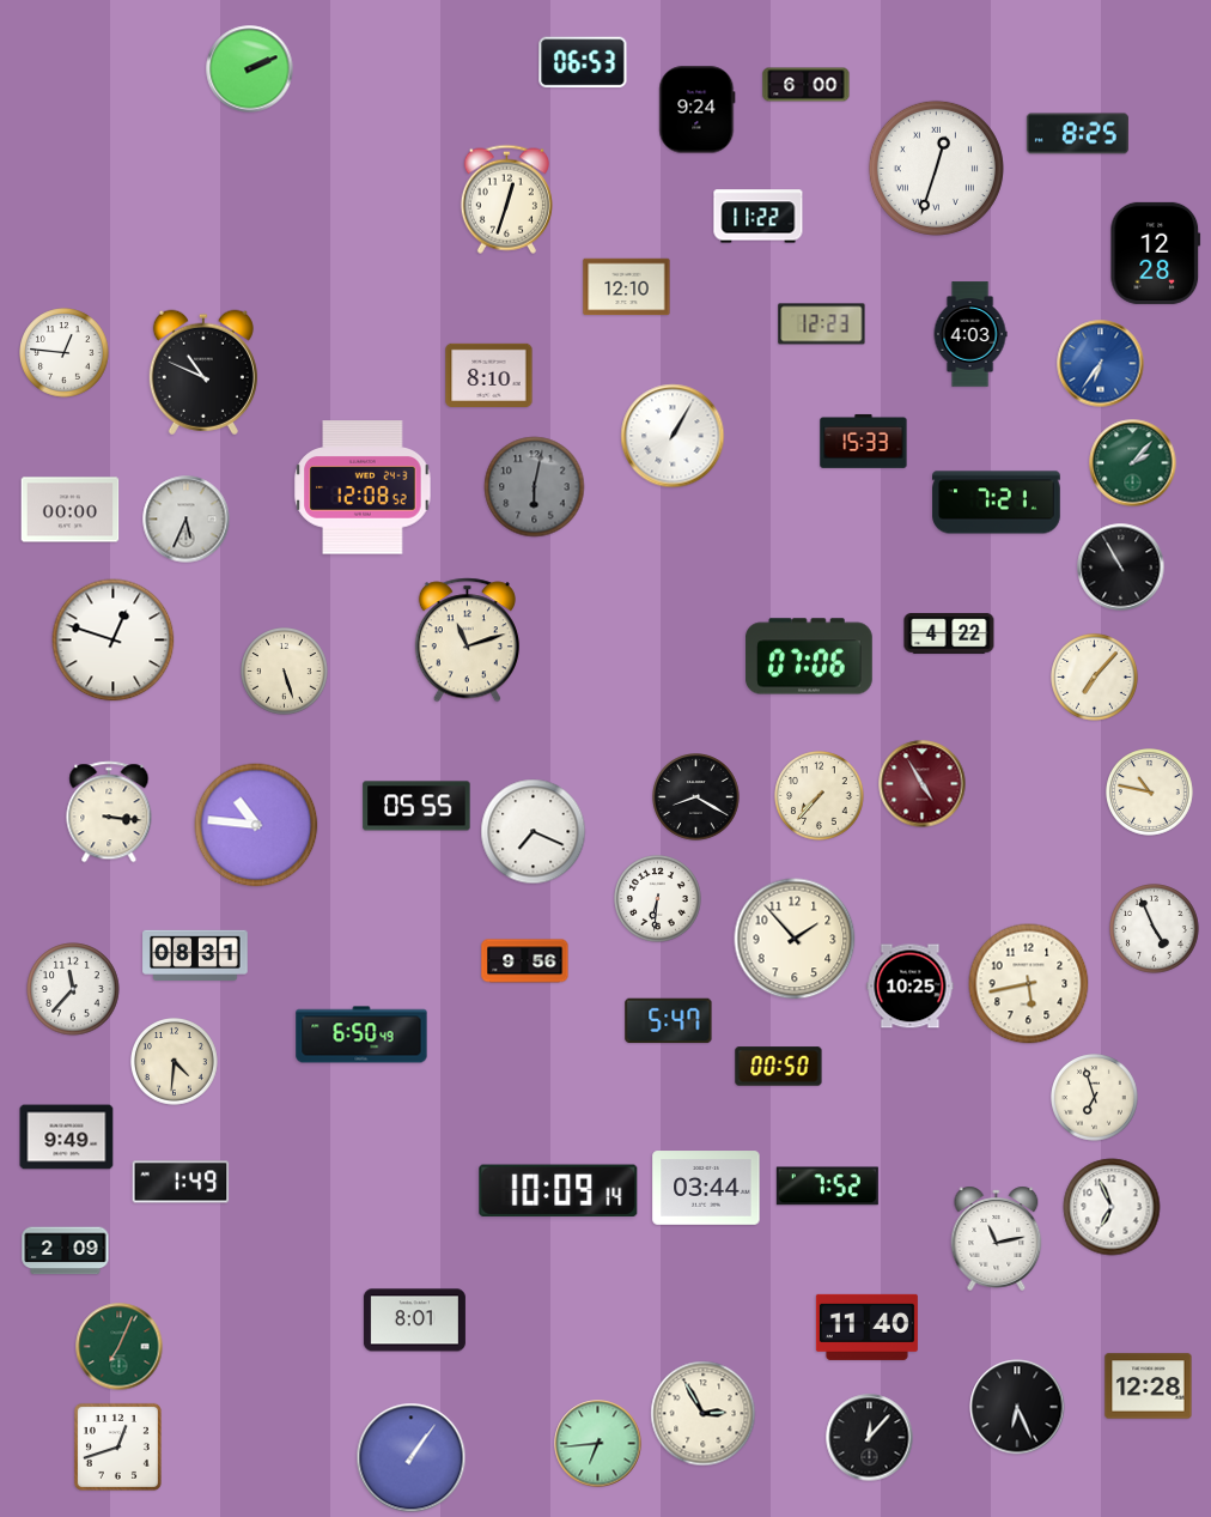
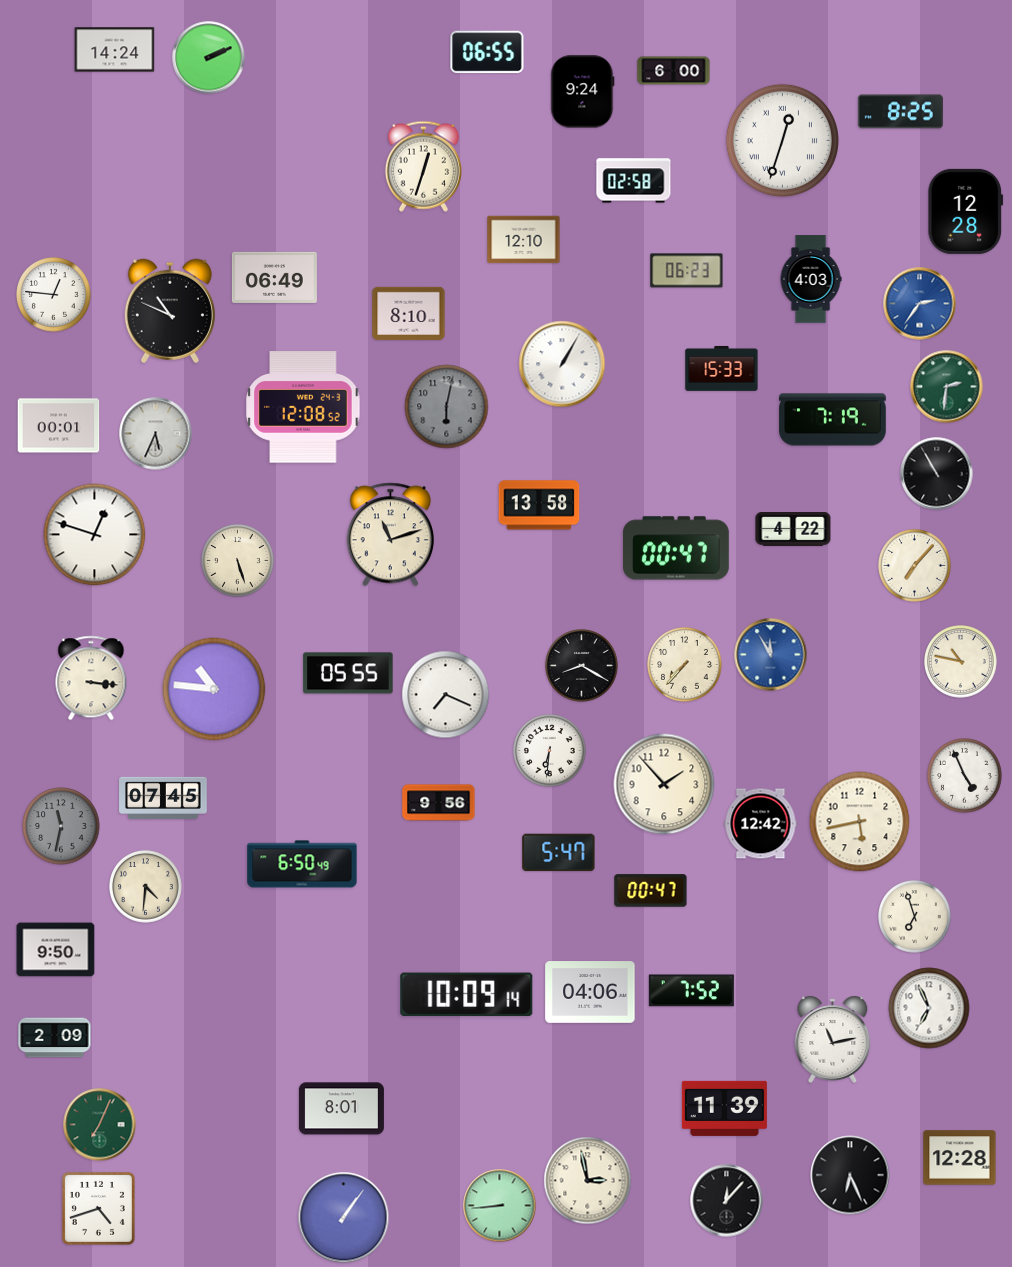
clock at (115, 50): none -> 14:24
clock at (583, 62): 06:53 -> 06:55
clock at (759, 217): 11:22 -> 02:58
clock at (822, 324): 12:23 -> 06:23
clock at (274, 277): none -> 06:49
clock at (1101, 364): 6:36 -> 2:36
clock at (1133, 463): 2:07 -> 2:31
clock at (997, 503): 7:21 -> 7:19
clock at (71, 510): 00:00 -> 00:01
clock at (539, 505): none -> 13:58
clock at (810, 656): 07:06 -> 00:47
clock at (923, 784): 4:55 -> 11:55
clock at (923, 784) dial: burgundy -> blue
clock at (195, 954): 08:31 -> 07:45
clock at (911, 987): 10:25 -> 12:42
clock at (73, 989): 11:37 -> 11:32
clock at (73, 989) dial: white -> grey
clock at (779, 1067): 00:50 -> 00:47
clock at (67, 1137): 9:49 -> 9:50
clock at (181, 1182): 1:49 -> none
clock at (706, 1188): 03:44 -> 04:06
clock at (997, 1238) position: (997, 1238) -> (833, 1039)
clock at (66, 1251) position: (66, 1251) -> (55, 1038)
clock at (414, 1321) position: (414, 1321) -> (341, 1109)
clock at (866, 1327): 11:40 -> 11:39
clock at (704, 1414): 2:55 -> 2:58
clock at (598, 1444): 6:44 -> 8:44
clock at (117, 1446): 12:42 -> 4:42
